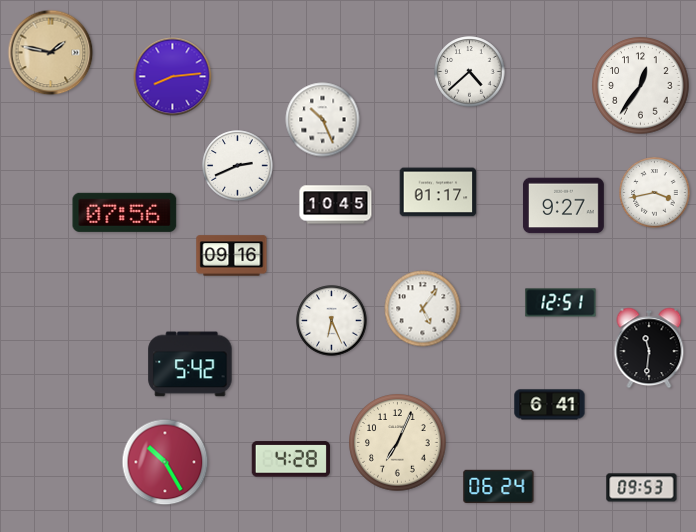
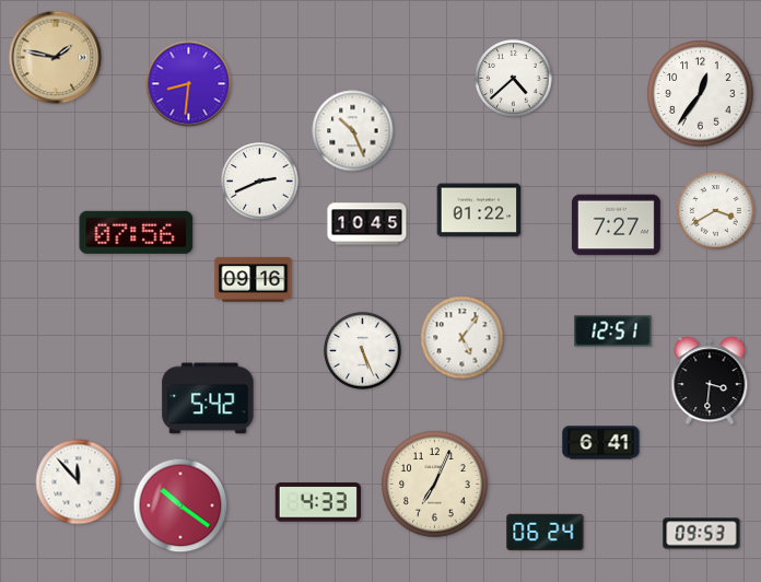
clock at (173, 77): 8:14 -> 8:31
clock at (438, 192): 01:17 -> 01:22
clock at (655, 193): 3:43 -> 3:40
clock at (563, 206): 9:27 -> 7:27
clock at (332, 321): 6:26 -> 5:26
clock at (649, 348): 11:31 -> 3:31
clock at (79, 482): none -> 11:53
clock at (291, 459): 4:28 -> 4:33
clock at (165, 462): 10:25 -> 10:21
